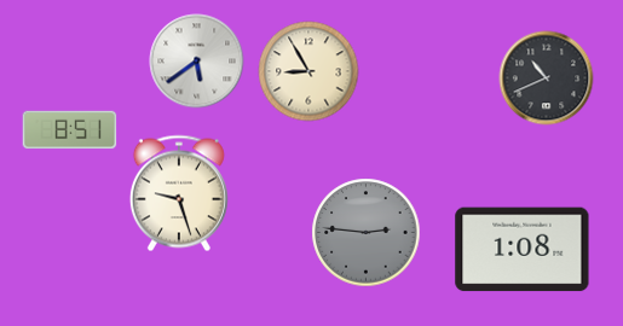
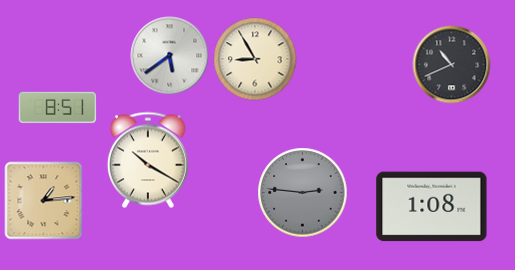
clock at (196, 60) position: (196, 60) -> (169, 55)
clock at (179, 193): 9:27 -> 10:20
clock at (43, 200): none -> 1:14
